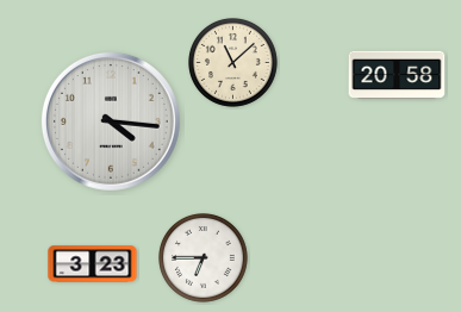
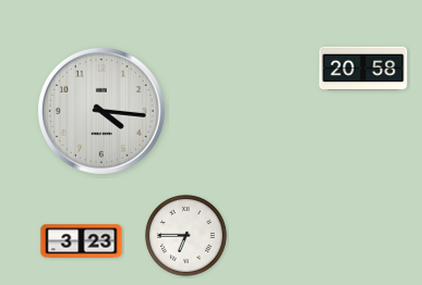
clock at (233, 63): 11:08 -> none
clock at (93, 264) position: (93, 264) -> (82, 241)
